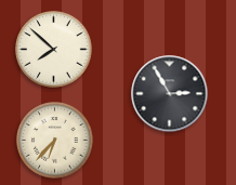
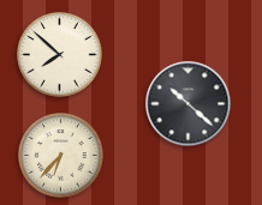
clock at (170, 94): 2:55 -> 10:22
